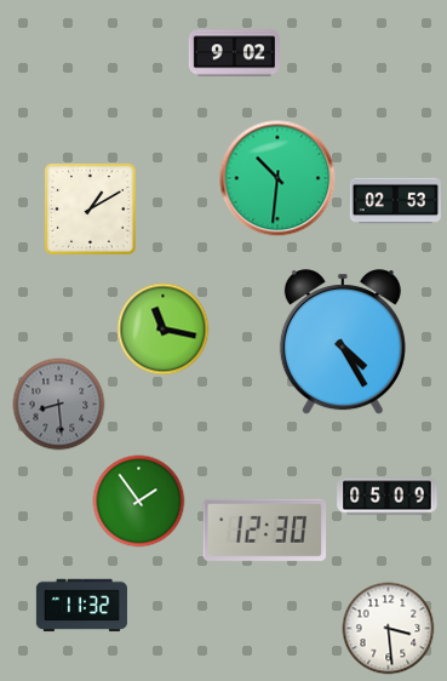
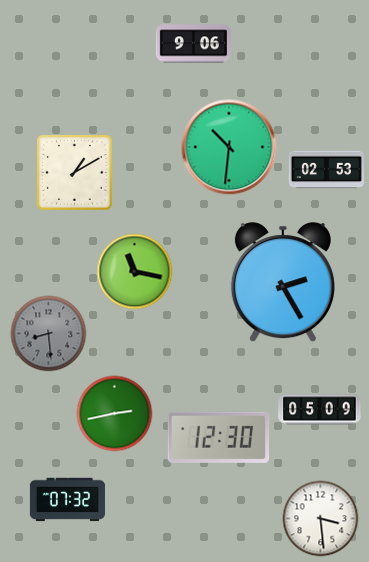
clock at (234, 53): 9:02 -> 9:06
clock at (395, 201) position: (395, 201) -> (326, 170)
clock at (343, 343): 4:25 -> 2:25
clock at (139, 502): 1:54 -> 2:43
clock at (81, 606): 11:32 -> 07:32
